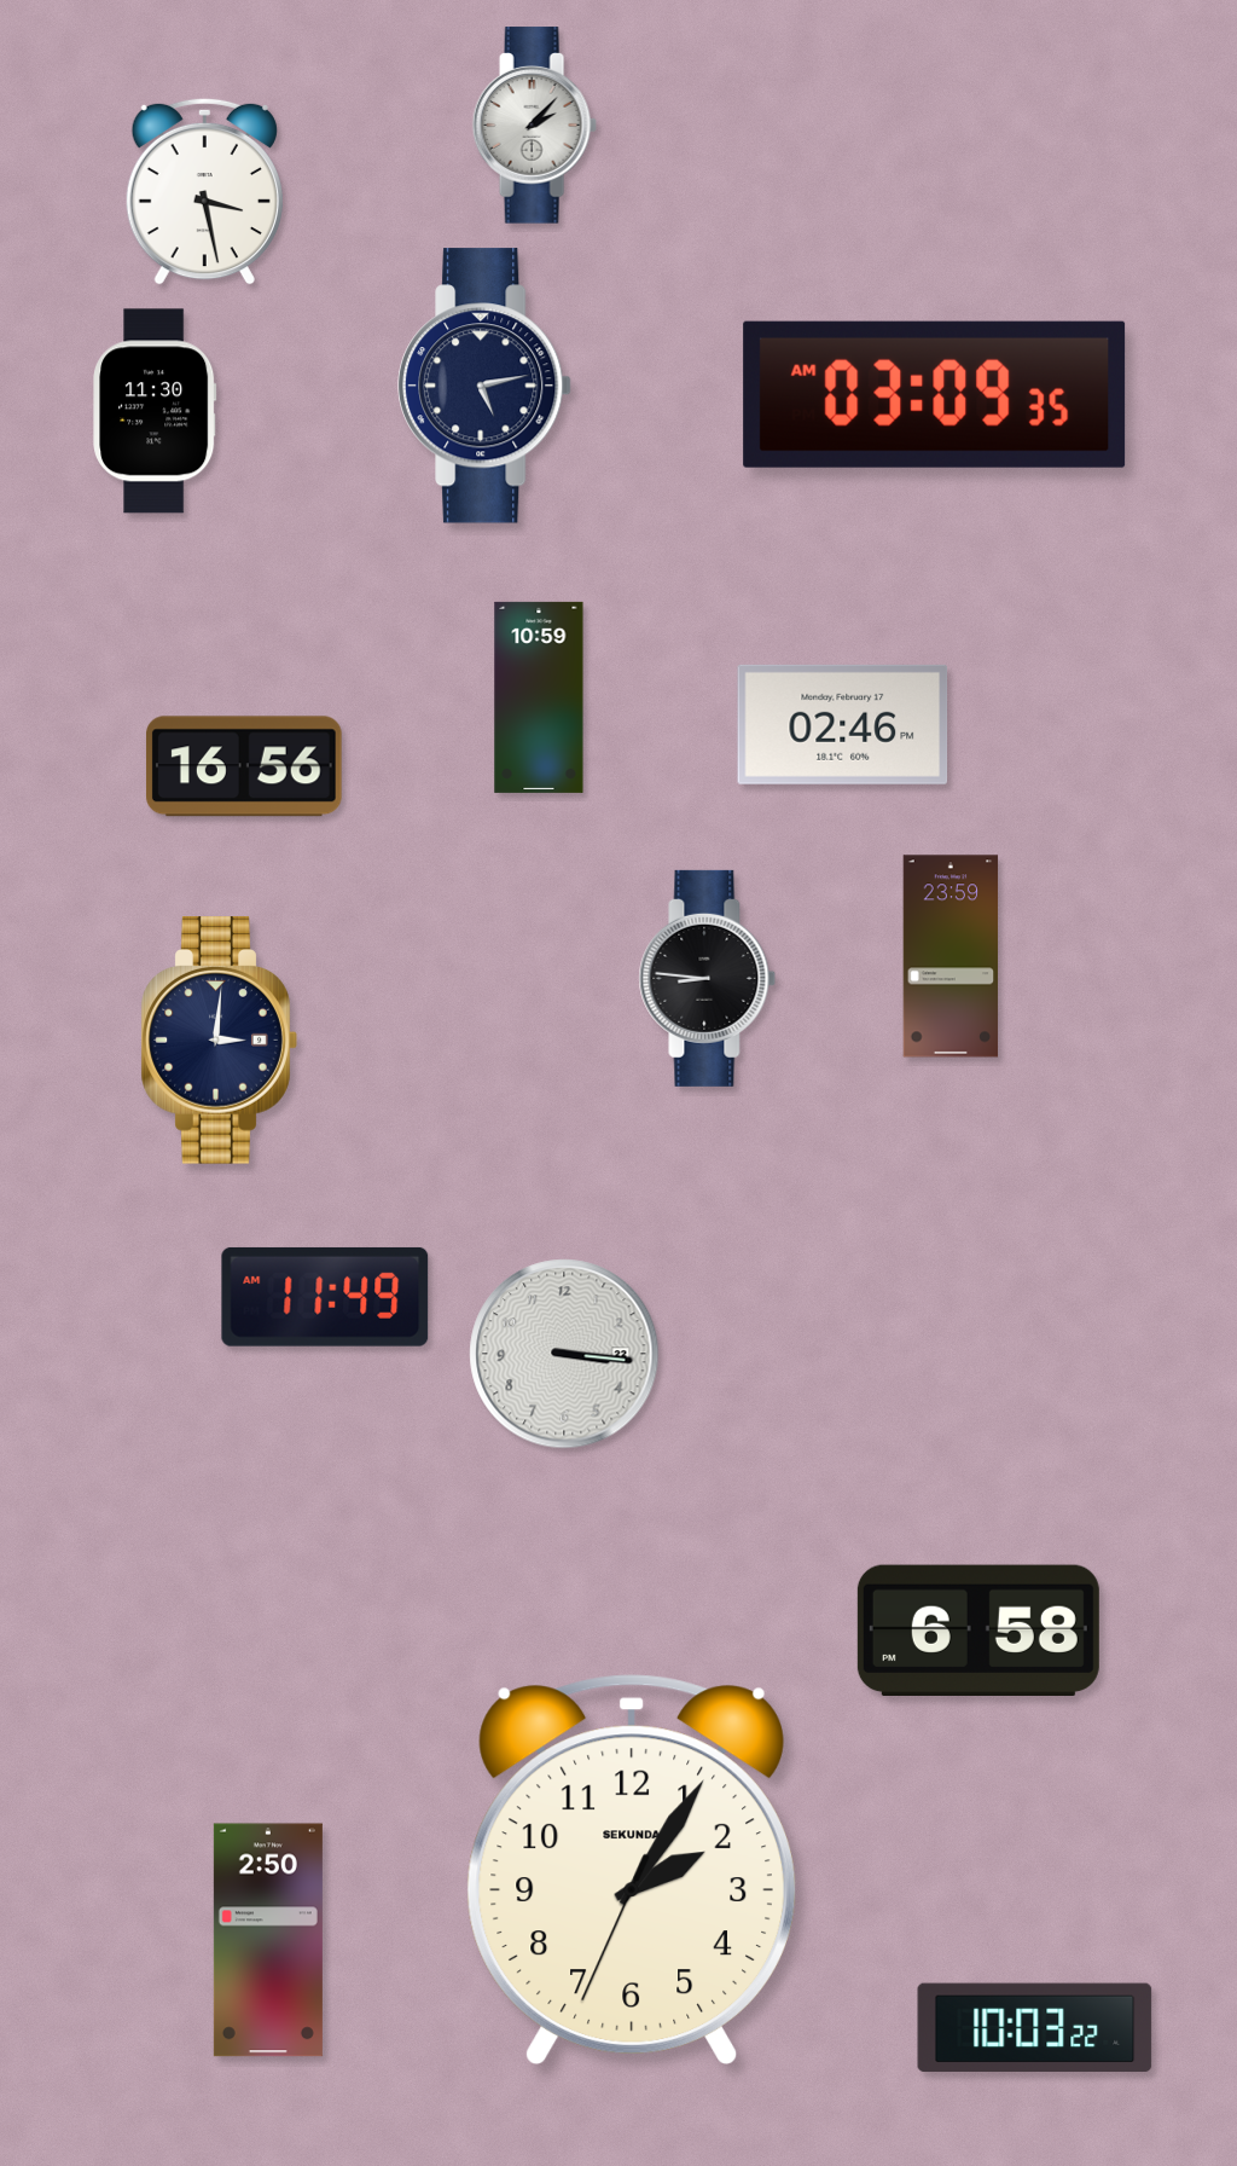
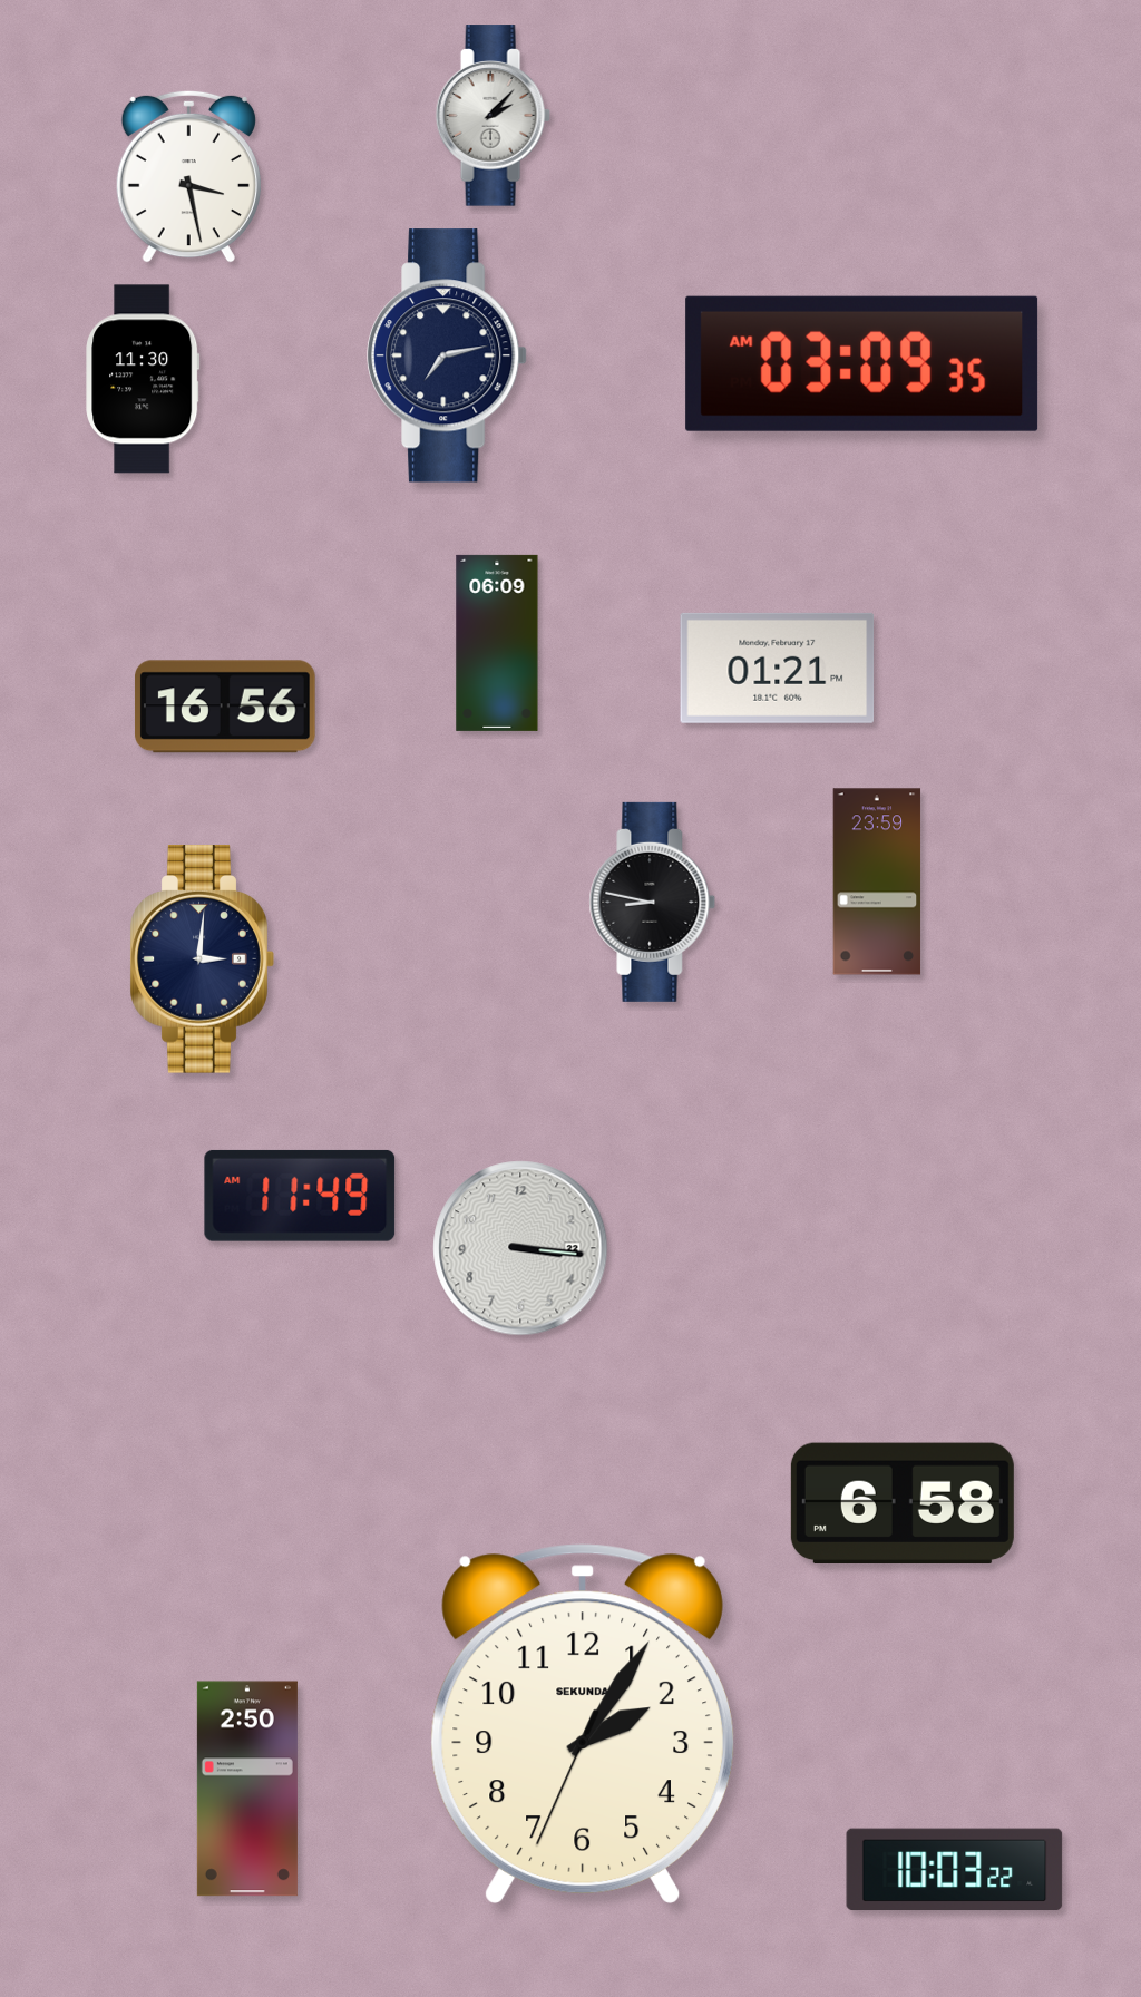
clock at (484, 386): 5:13 -> 7:13
clock at (539, 697): 10:59 -> 06:09
clock at (843, 724): 02:46 -> 01:21
clock at (708, 978): 8:46 -> 8:47
